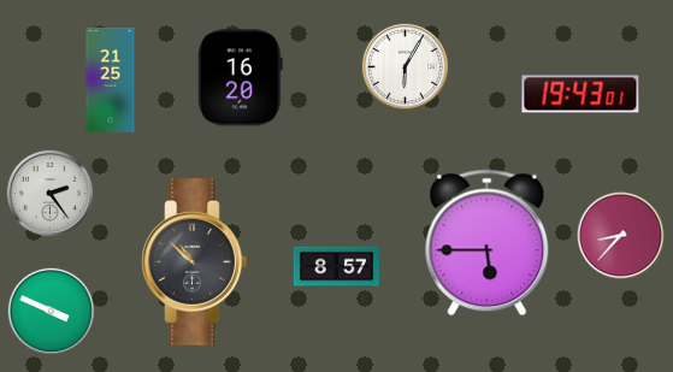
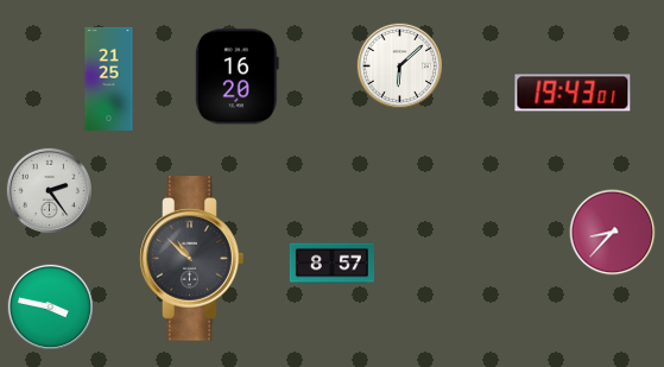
clock at (405, 66): 6:05 -> 6:08
clock at (488, 243): 5:45 -> none
clock at (51, 311): 3:49 -> 3:47
